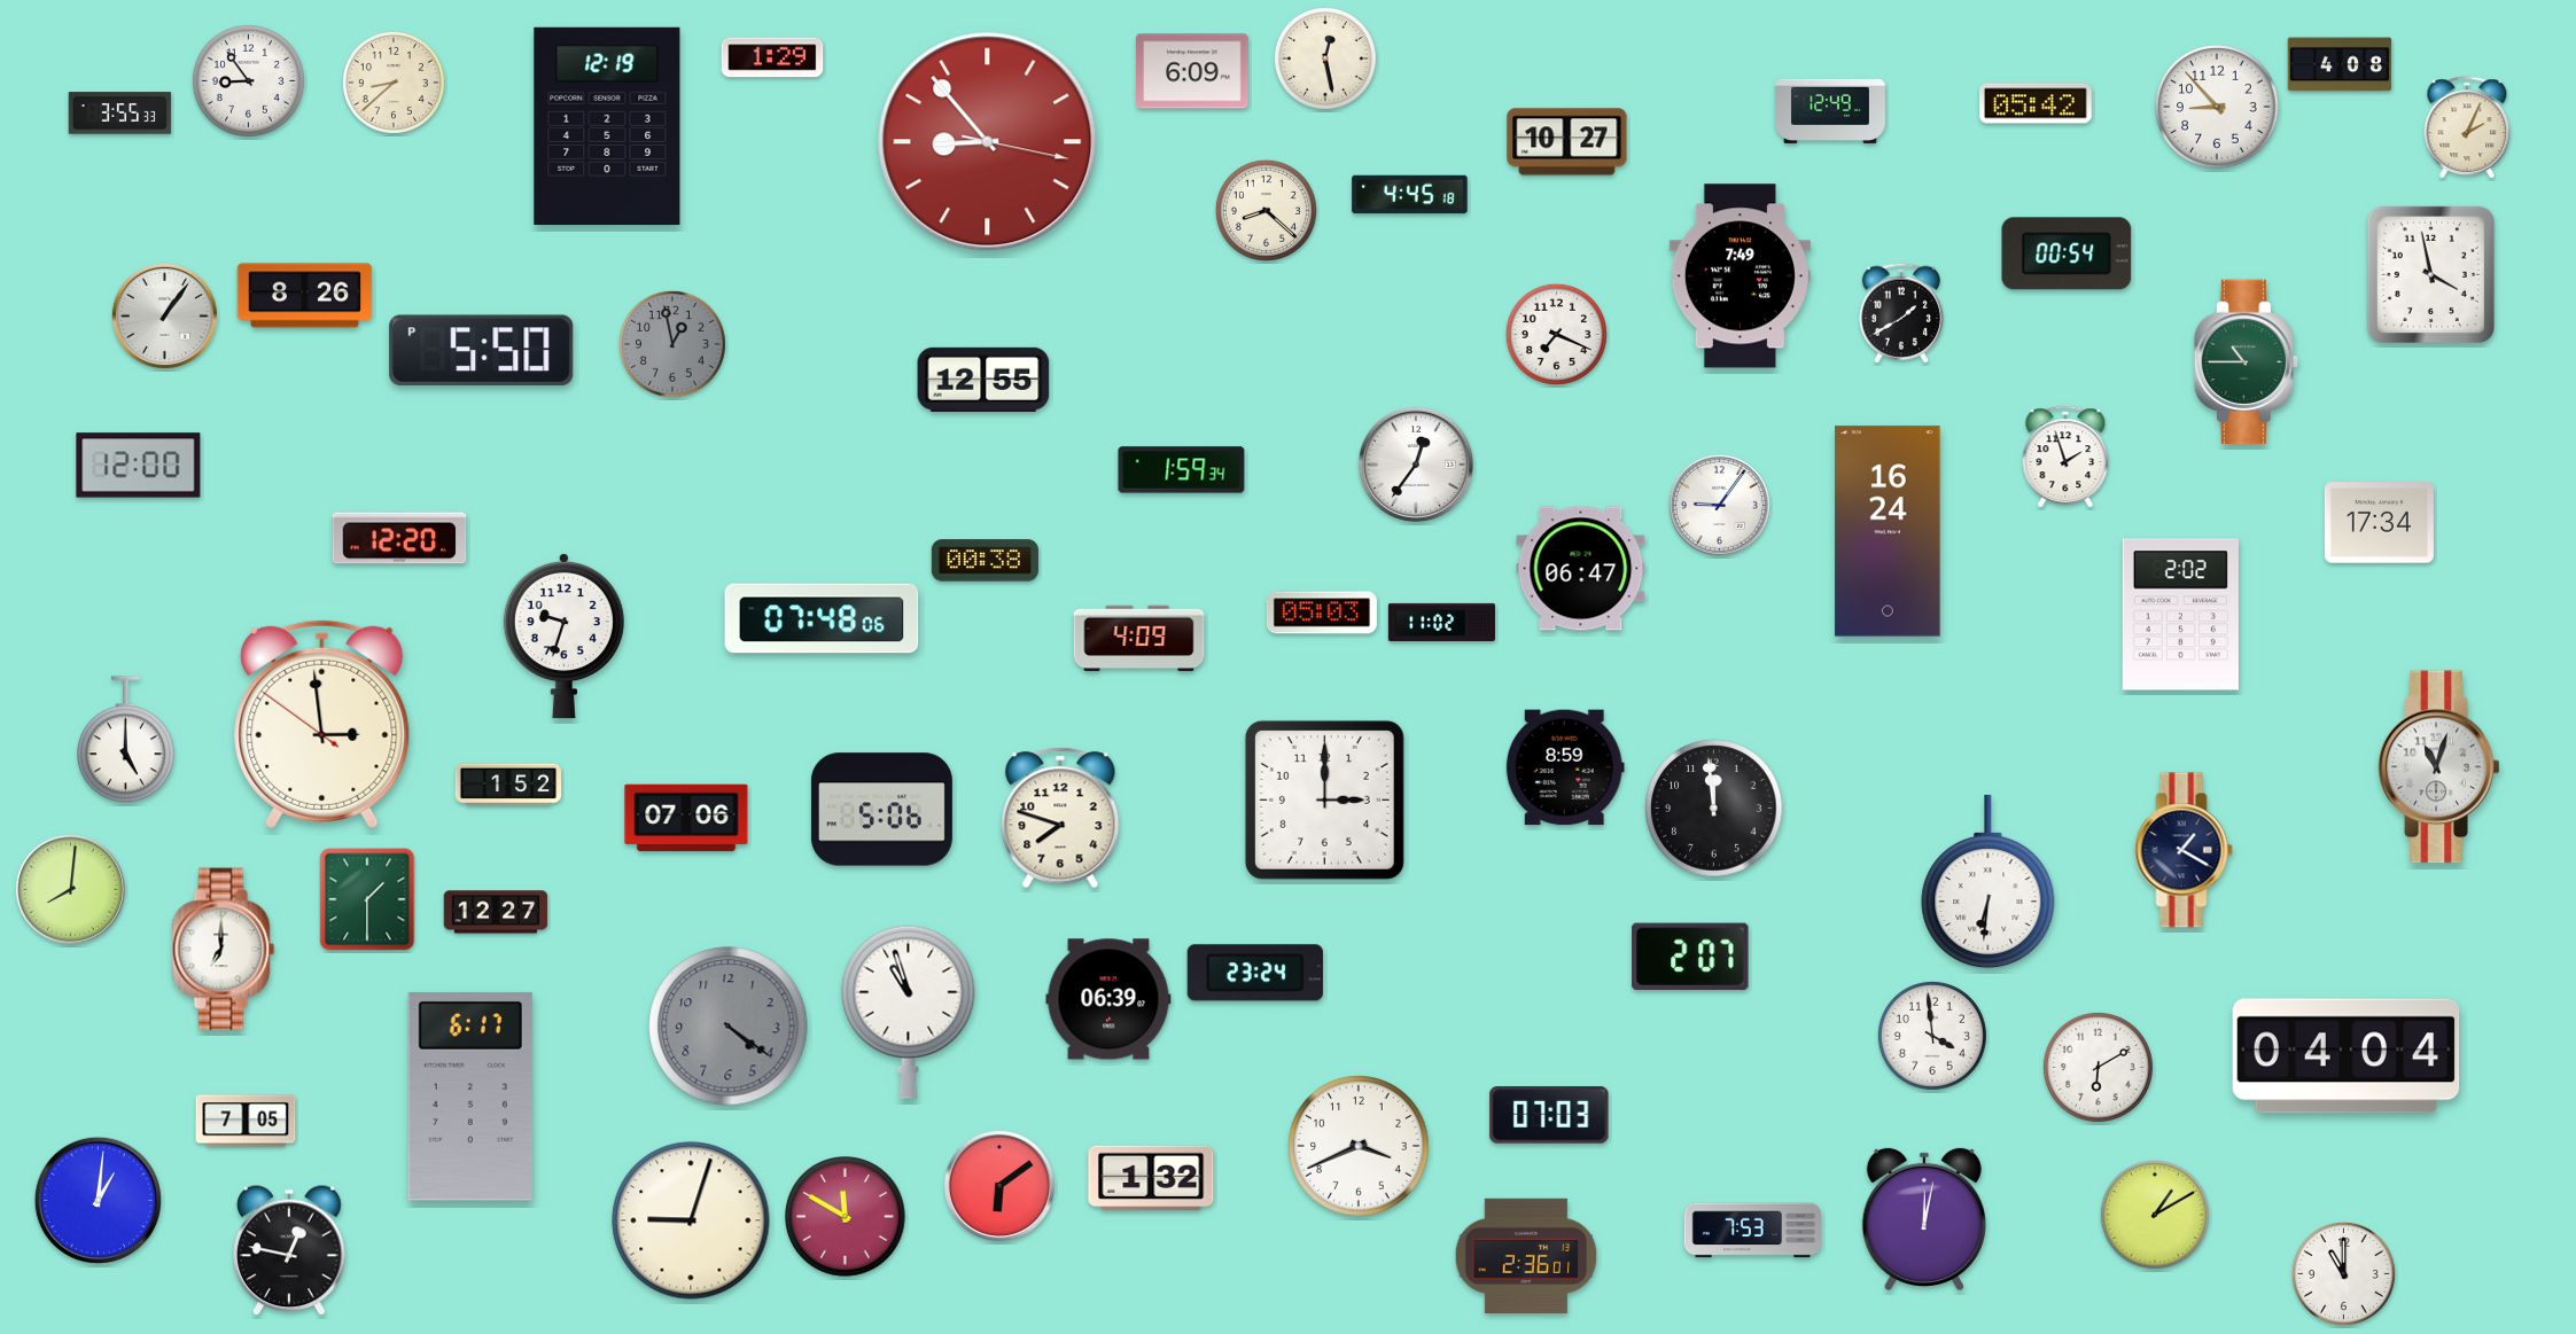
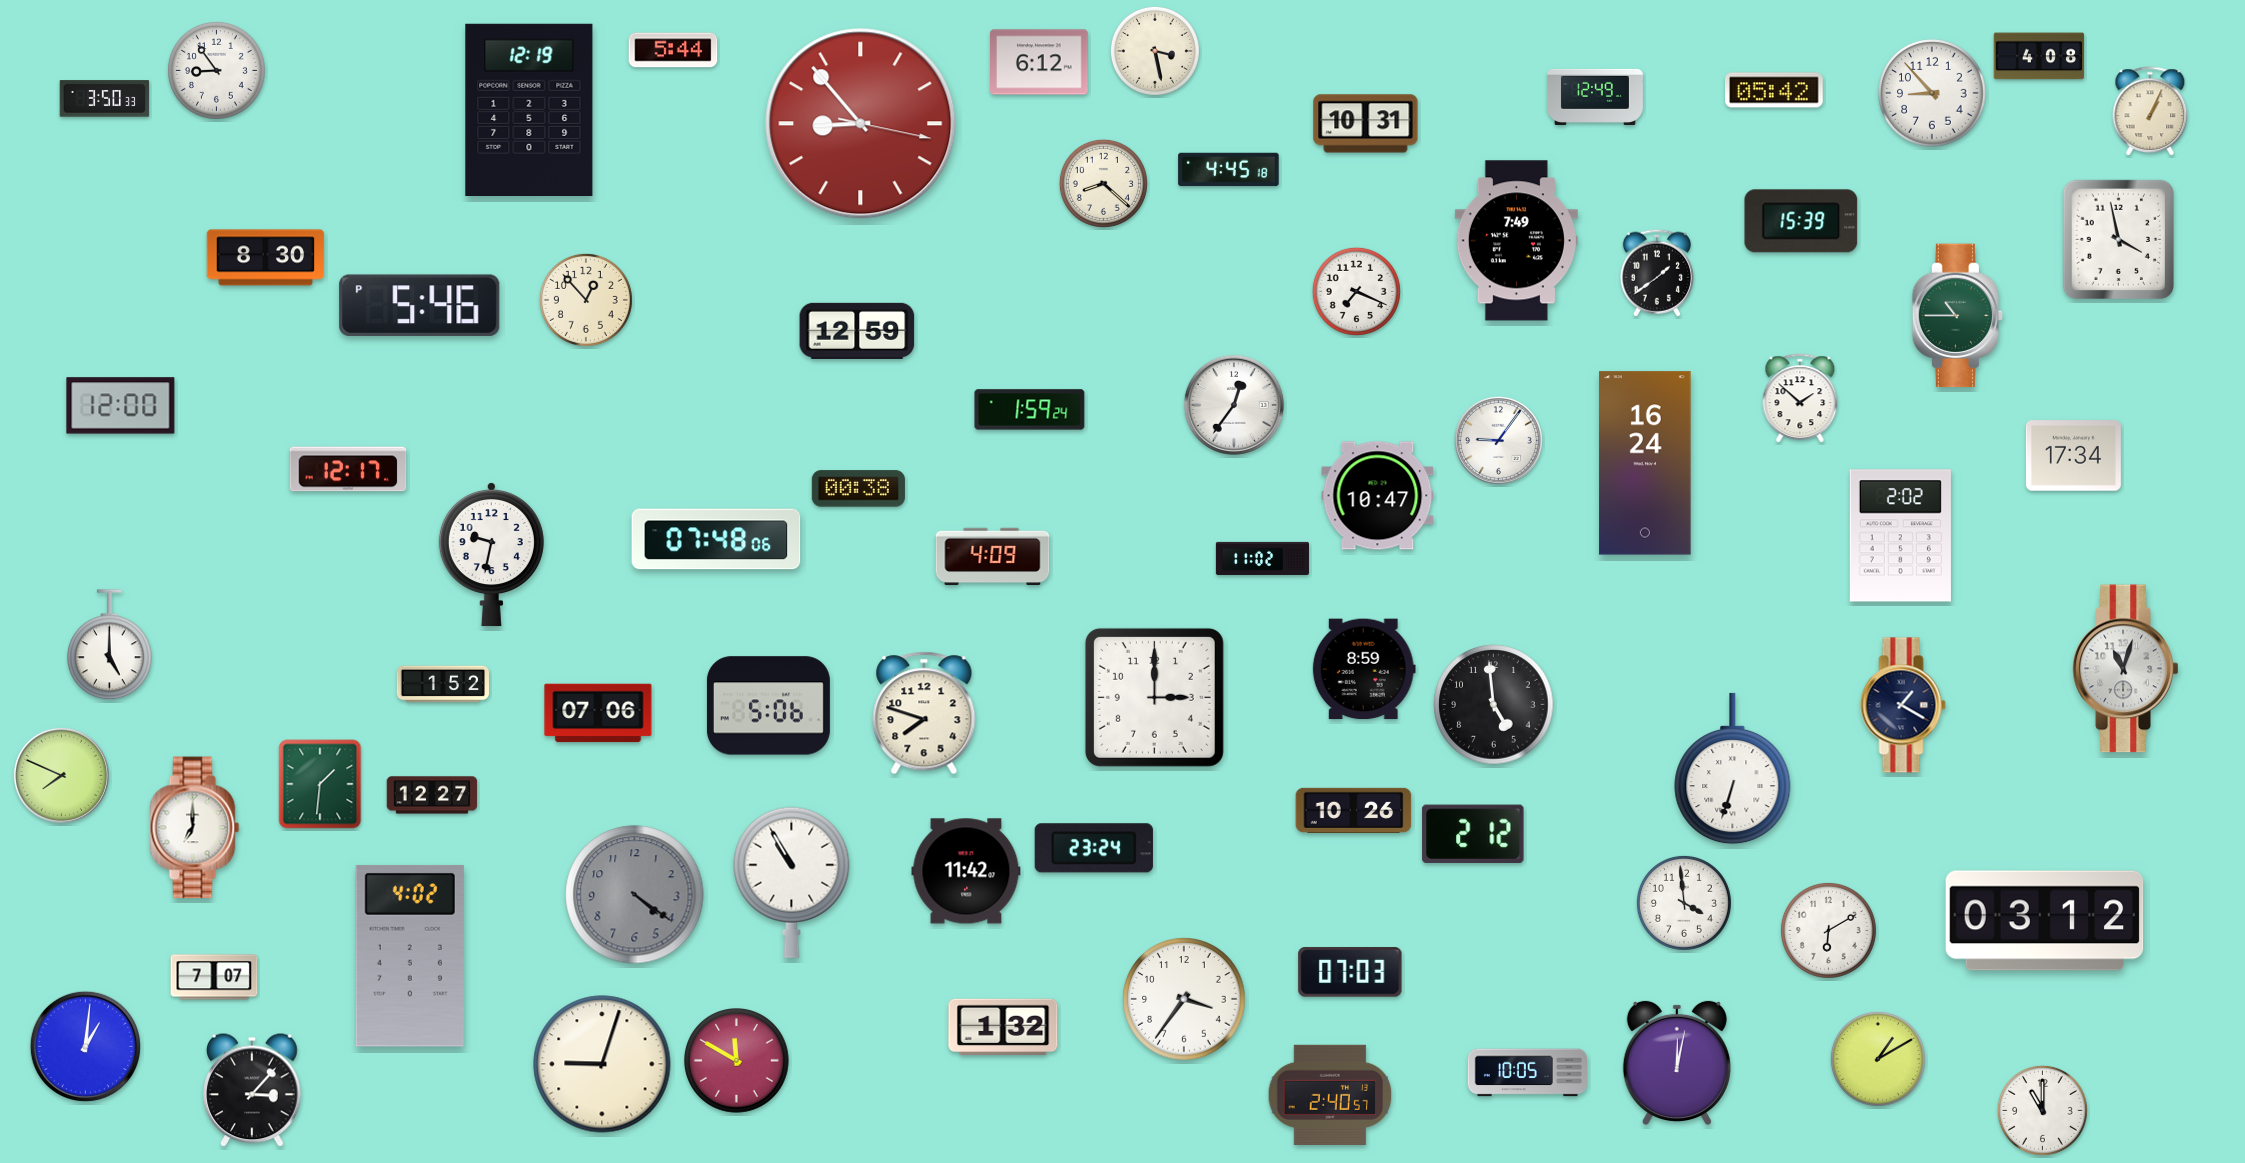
clock at (772, 57): 1:29 -> 5:44
clock at (1325, 58): 12:28 -> 3:28
clock at (1193, 71): 6:09 -> 6:12
clock at (394, 83): 8:38 -> none
clock at (120, 114): 3:55 -> 3:50
clock at (2467, 128): 2:04 -> 1:04
clock at (1567, 142): 10:27 -> 10:31
clock at (2067, 253): 00:54 -> 15:39
clock at (305, 296): 8:26 -> 8:30
clock at (1900, 313): 1:40 -> 1:39
clock at (164, 315): 1:06 -> none
clock at (672, 344): 12:58 -> 12:53
clock at (672, 344) dial: grey -> cream
clock at (482, 350): 5:50 -> 5:46
clock at (983, 380): 12:55 -> 12:59
clock at (2065, 458): 1:57 -> 1:52
clock at (1182, 470): 1:59:34 -> 1:59:24
clock at (399, 538): 12:20 -> 12:17
clock at (1581, 569): 06:47 -> 10:47
clock at (1322, 613): 05:03 -> none
clock at (1441, 622) position: (1441, 622) -> (1262, 558)
clock at (563, 635): 9:33 -> 9:32
clock at (322, 724): 2:58 -> none
clock at (1714, 809): 11:59 -> 4:59
clock at (2184, 850) position: (2184, 850) -> (1903, 705)
clock at (1989, 882): 6:31 -> 6:33
clock at (70, 889): 8:01 -> 7:49
clock at (367, 899): 1:30 -> 1:31
clock at (1354, 810): none -> 10:26
clock at (1690, 957): 2:07 -> 2:12
clock at (1108, 999): 06:39 -> 11:42
clock at (909, 1012): 10:57 -> 10:55
clock at (2347, 1056): 04:04 -> 03:12
clock at (470, 1097): 6:17 -> 4:02
clock at (246, 1121): 7:05 -> 7:07
clock at (1359, 1146): 3:41 -> 3:36
clock at (999, 1186): 6:09 -> none
clock at (1752, 1231): 7:53 -> 10:05
clock at (290, 1250): 12:47 -> 3:07
clock at (1526, 1256): 2:36 -> 2:40
